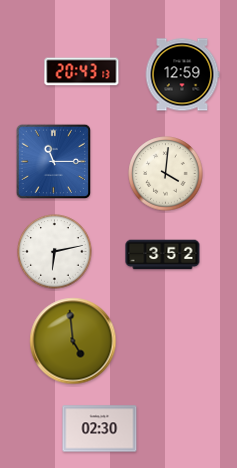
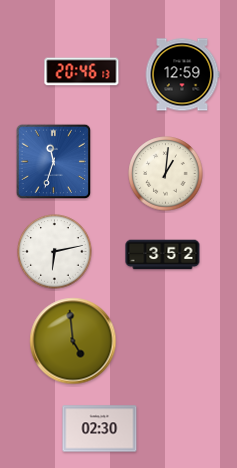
clock at (82, 72): 20:43 -> 20:46
clock at (54, 162): 11:15 -> 11:33
clock at (166, 174): 4:01 -> 1:01
